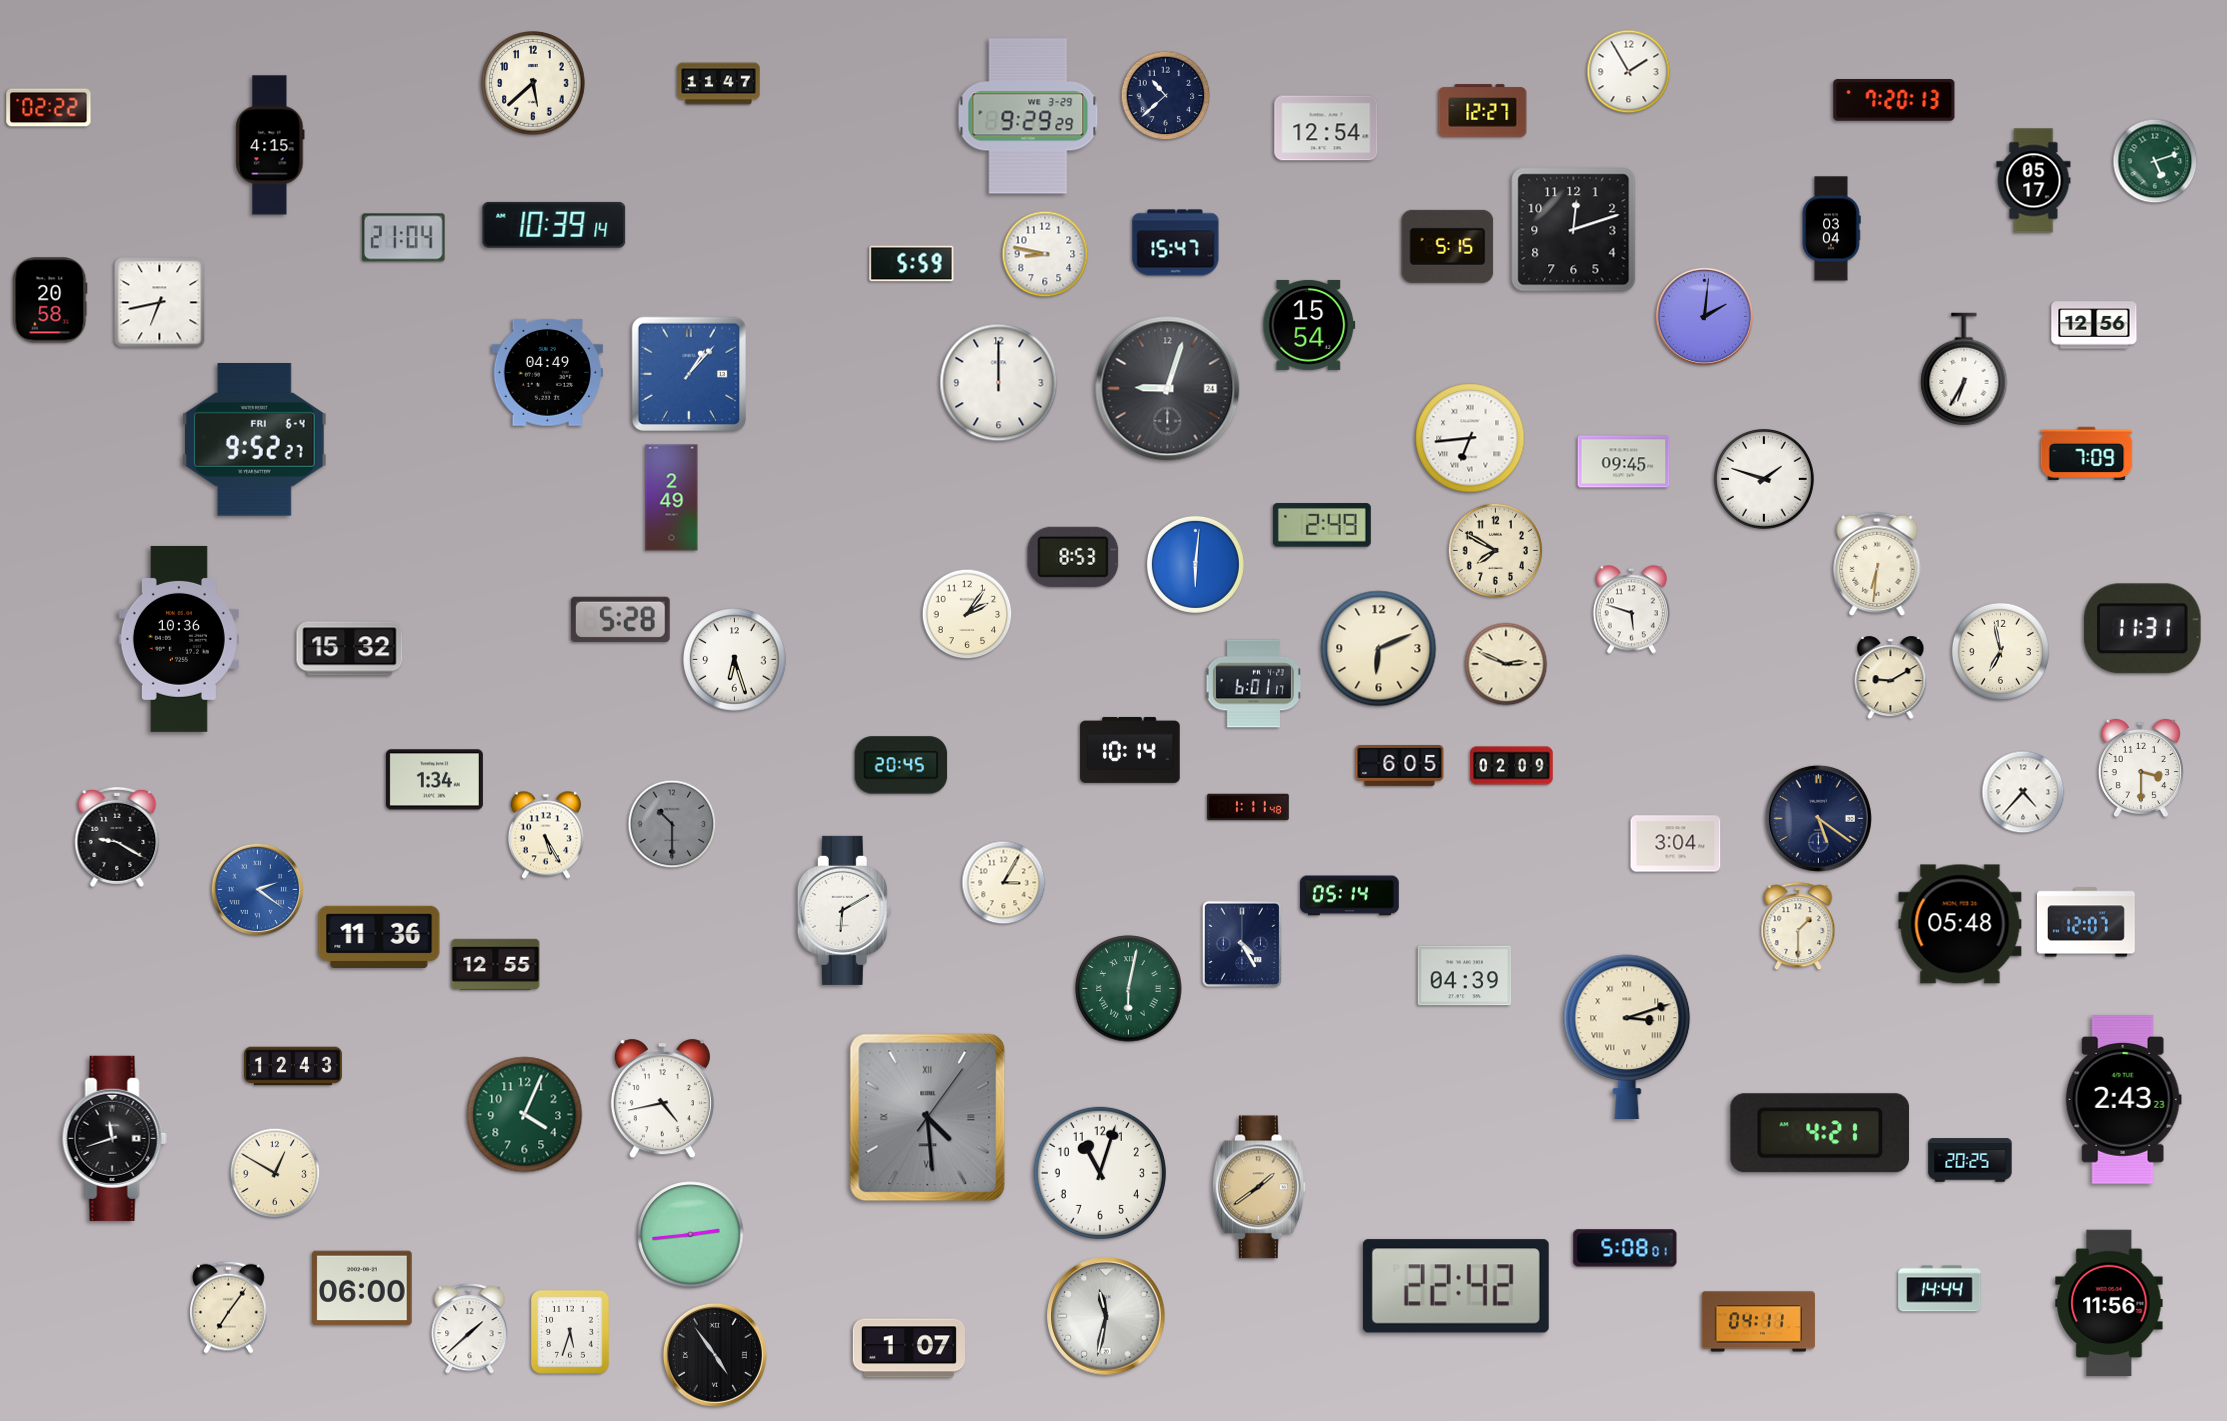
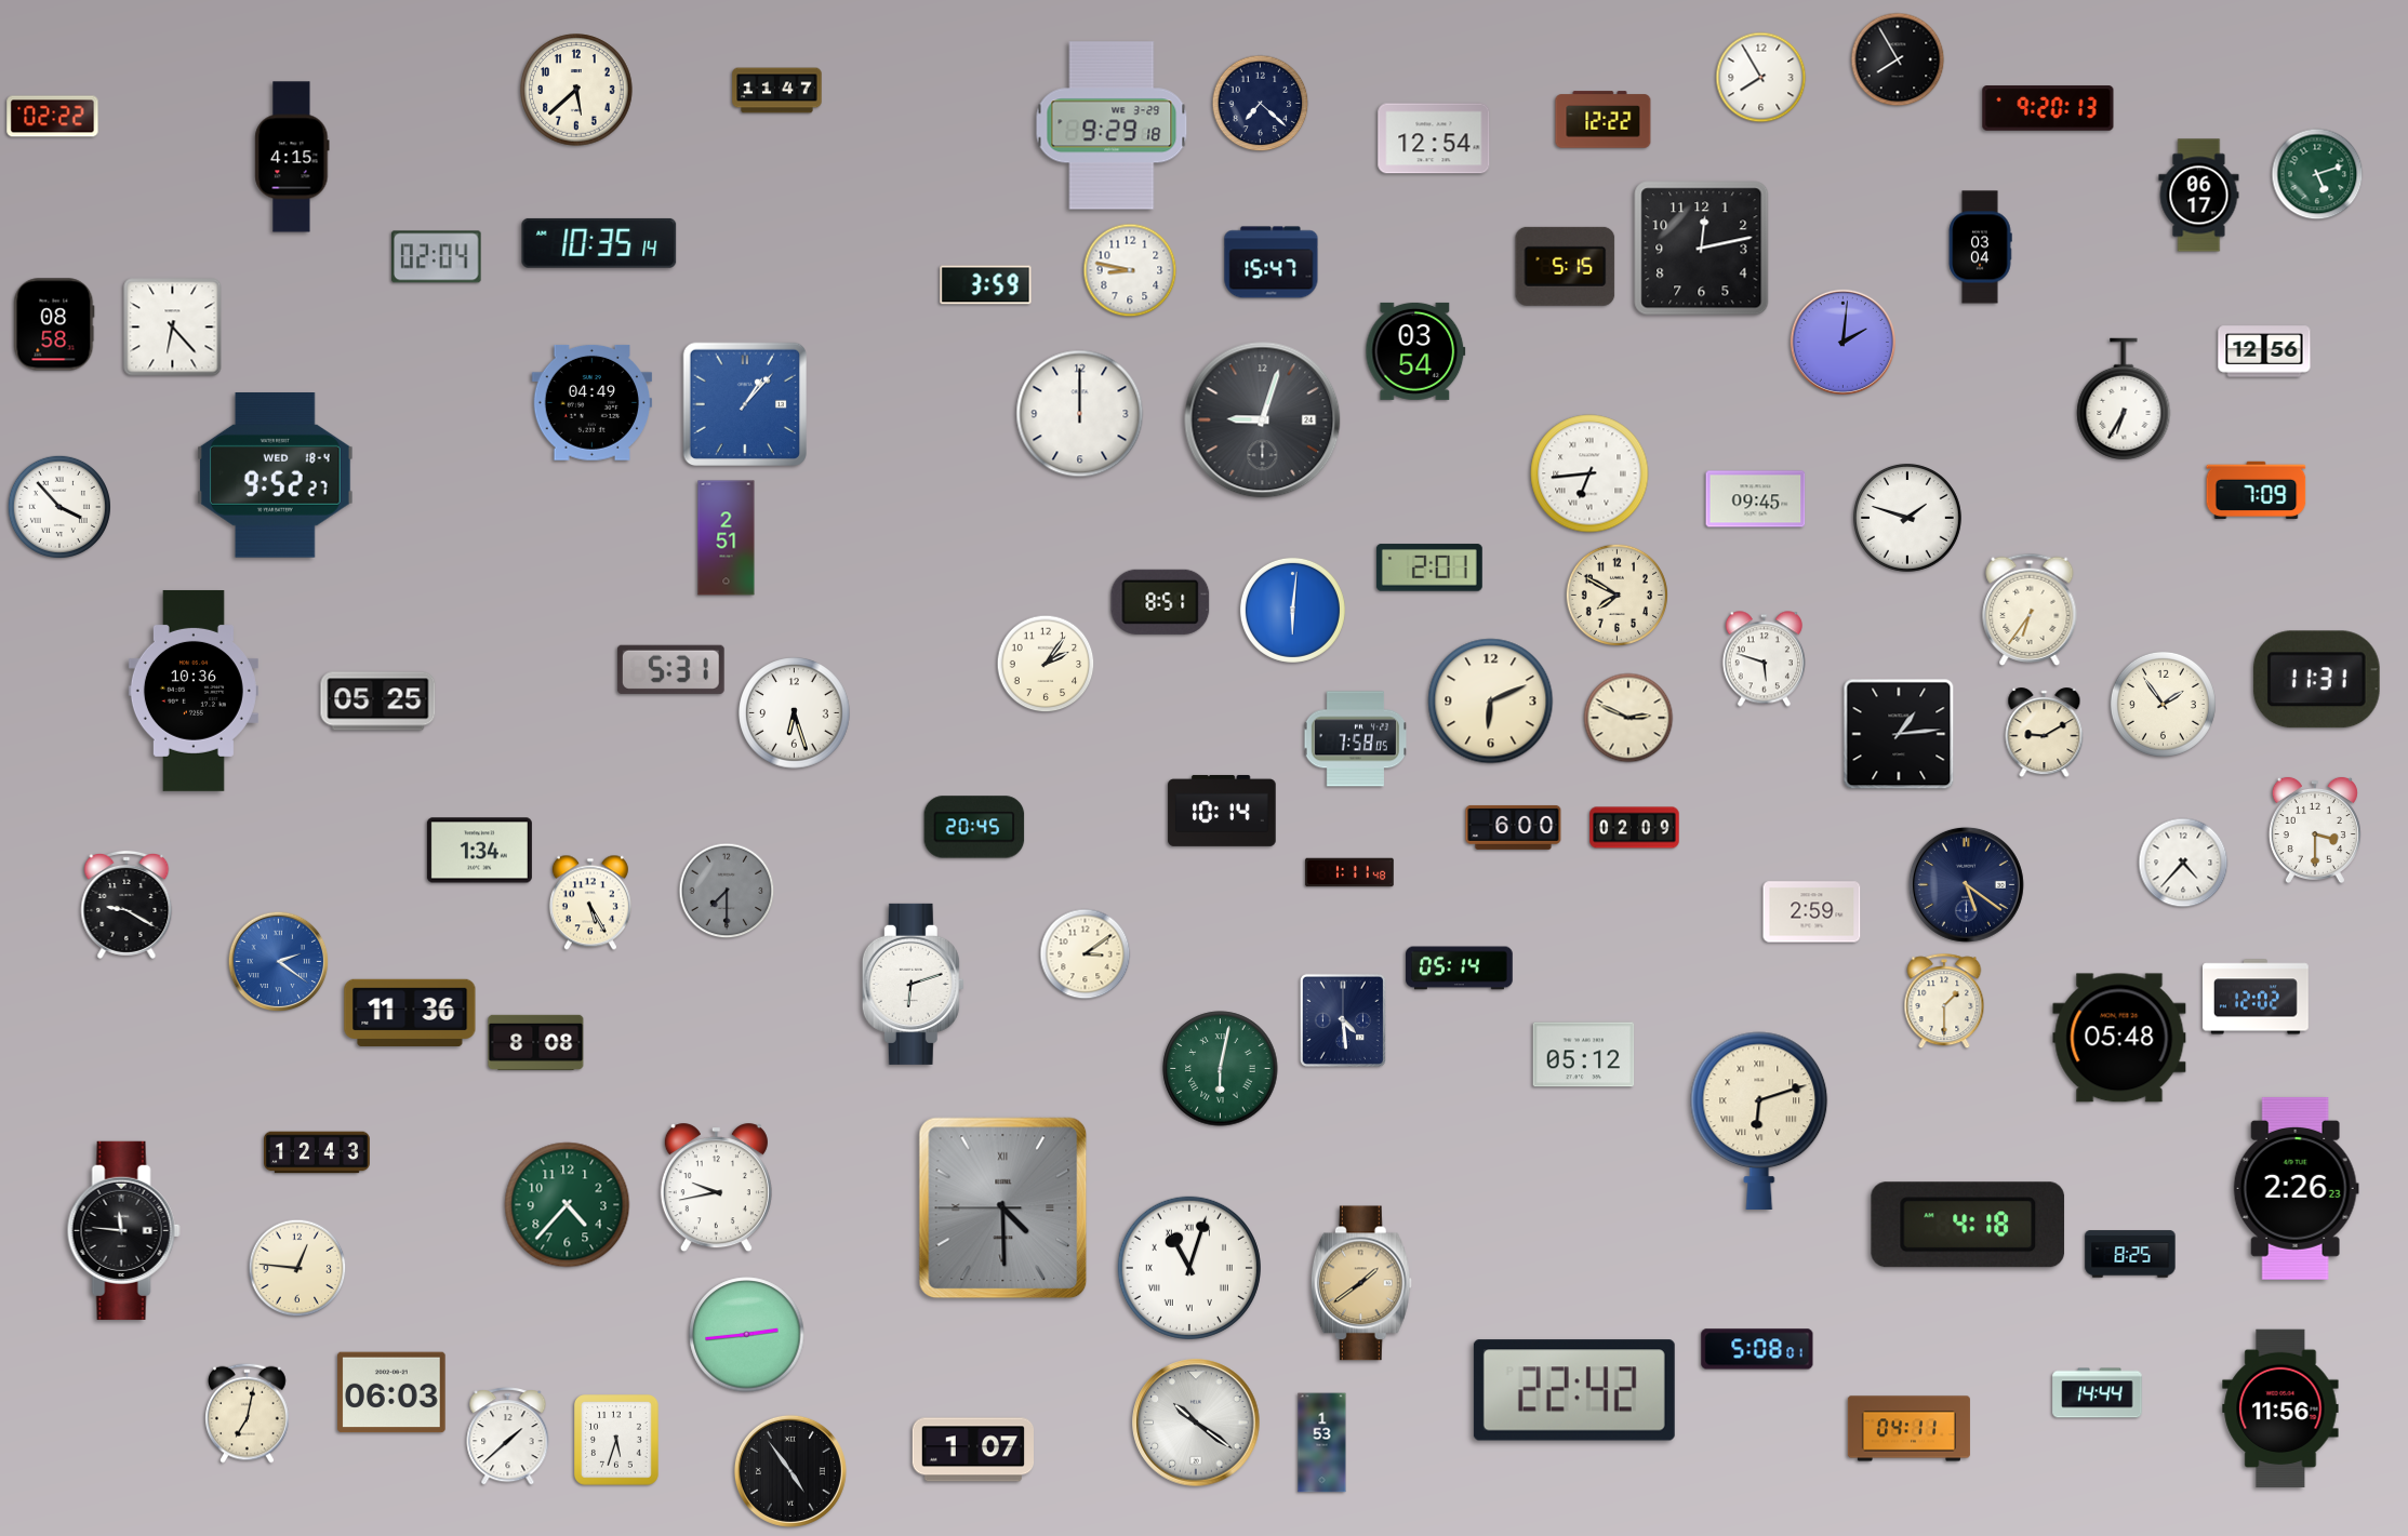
clock at (1898, 59): none -> 7:55
clock at (1629, 72): 1:55 -> 7:55
clock at (1166, 96): 10:38 -> 7:22
clock at (1894, 100): 7:20 -> 9:20
clock at (1483, 111): 12:27 -> 12:22
clock at (1028, 116): 9:29:29 -> 9:29:18
clock at (2155, 161) position: (2155, 161) -> (2317, 174)
clock at (2034, 181): 05:17 -> 06:17
clock at (554, 225): 10:39 -> 10:35
clock at (1574, 230): 12:12 -> 12:13
clock at (404, 238): 21:04 -> 02:04
clock at (1045, 254) position: (1045, 254) -> (1130, 270)
clock at (912, 264): 5:59 -> 3:59
clock at (50, 300): 20:58 -> 08:58
clock at (160, 303): 6:43 -> 6:23
clock at (1309, 325): 15:54 -> 03:54
clock at (255, 440) date: FRI 6-4 -> WED 18-4
clock at (59, 507): none -> 3:53
clock at (672, 498): 2:49 -> 2:51
clock at (1322, 525): 2:49 -> 2:01
clock at (1073, 557): 8:53 -> 8:51
clock at (1877, 563): 6:31 -> 6:36
clock at (620, 619): 5:28 -> 5:31
clock at (350, 649): 15:32 -> 05:25
clock at (2000, 651): 6:58 -> 1:54
clock at (1899, 734): none -> 1:14
clock at (1254, 684): 6:01 -> 7:58
clock at (1400, 765): 6:05 -> 6:00
clock at (434, 780) position: (434, 780) -> (479, 851)
clock at (2023, 792) position: (2023, 792) -> (2183, 863)
clock at (672, 824): 10:30 -> 7:30
clock at (1676, 844): 3:04 -> 2:59
clock at (1004, 883): 3:05 -> 3:09
clock at (844, 910): 6:10 -> 6:12
clock at (2086, 922): 12:07 -> 12:02
clock at (1960, 924) position: (1960, 924) -> (2119, 1038)
clock at (1242, 944): 4:25 -> 4:29
clock at (496, 964): 12:55 -> 8:08
clock at (1465, 976): 04:39 -> 05:12
clock at (1627, 1037): 3:12 -> 6:12
clock at (662, 1099): 4:43 -> 9:43
clock at (2123, 1099): 2:43 -> 2:26
clock at (525, 1115): 4:04 -> 4:37
clock at (928, 1118): 4:29:06 -> 4:29:45
clock at (1820, 1133): 4:21 -> 4:18
clock at (114, 1138): 11:42 -> 11:46
clock at (1970, 1160): 20:25 -> 8:25
clock at (275, 1173): 12:50 -> 12:46
clock at (1100, 1173) numerals: Arabic -> Roman
clock at (362, 1288): 06:00 -> 06:03
clock at (229, 1307): 7:06 -> 7:02
clock at (1106, 1316): 11:32 -> 10:21
clock at (1758, 1322) position: (1758, 1322) -> (1908, 1429)
clock at (1322, 1443): none -> 1:53
clock at (908, 1348) position: (908, 1348) -> (972, 1450)
clock at (715, 1355) position: (715, 1355) -> (790, 1471)
